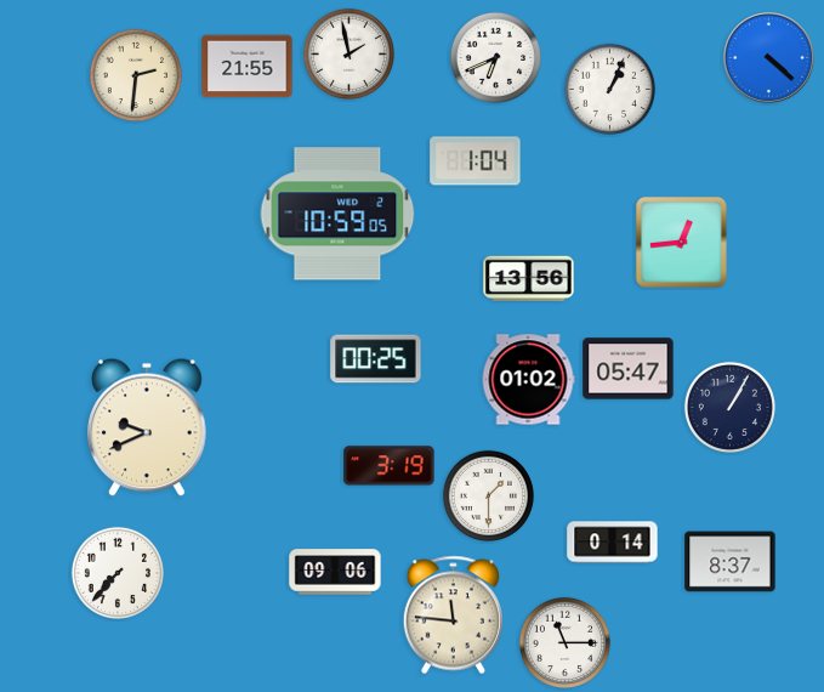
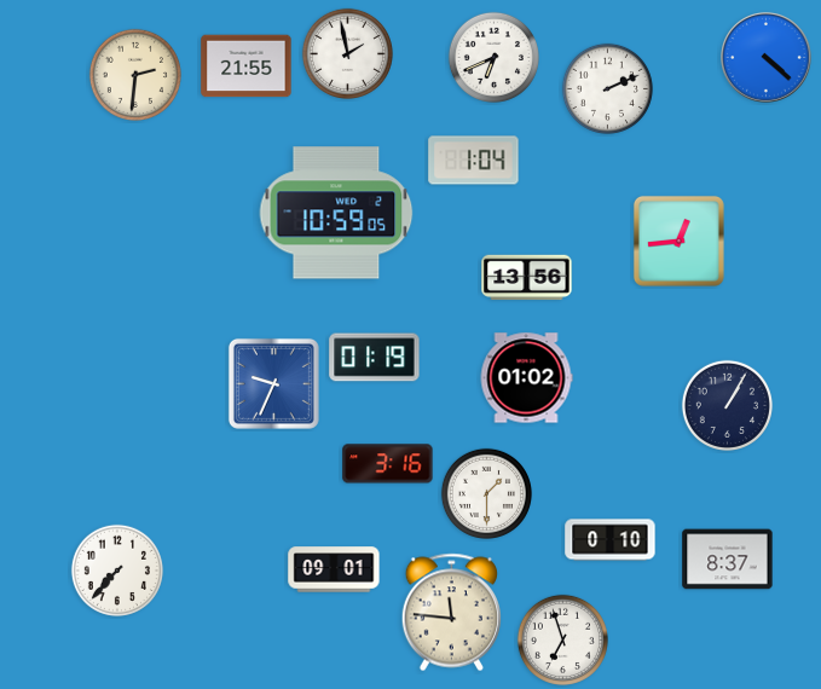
clock at (609, 89): 1:04 -> 2:11
clock at (376, 359): 00:25 -> 01:19
clock at (629, 369): 05:47 -> none
clock at (273, 383): none -> 9:34
clock at (147, 427): 9:41 -> none
clock at (390, 466): 3:19 -> 3:16
clock at (613, 543): 0:14 -> 0:10
clock at (335, 572): 09:06 -> 09:01
clock at (564, 642): 11:15 -> 6:57
